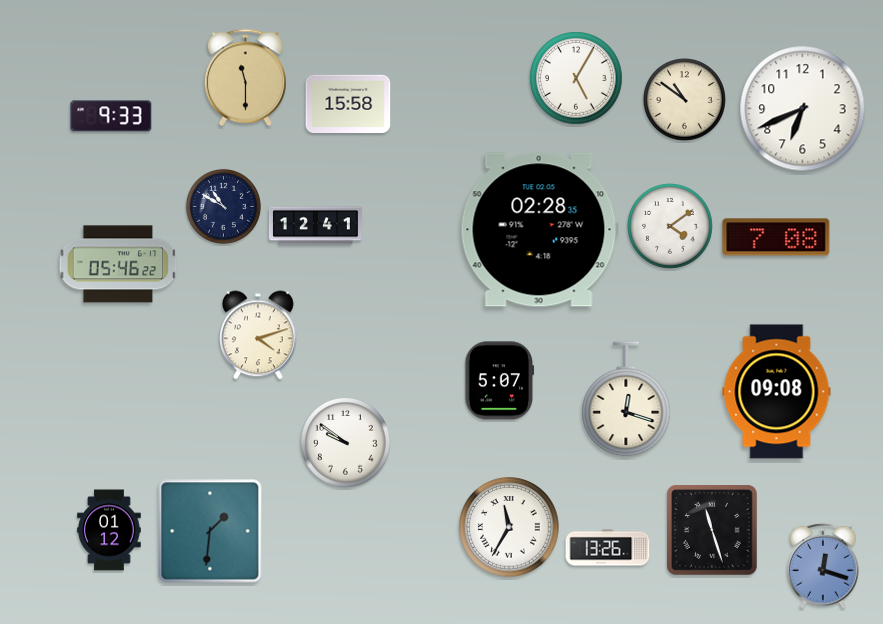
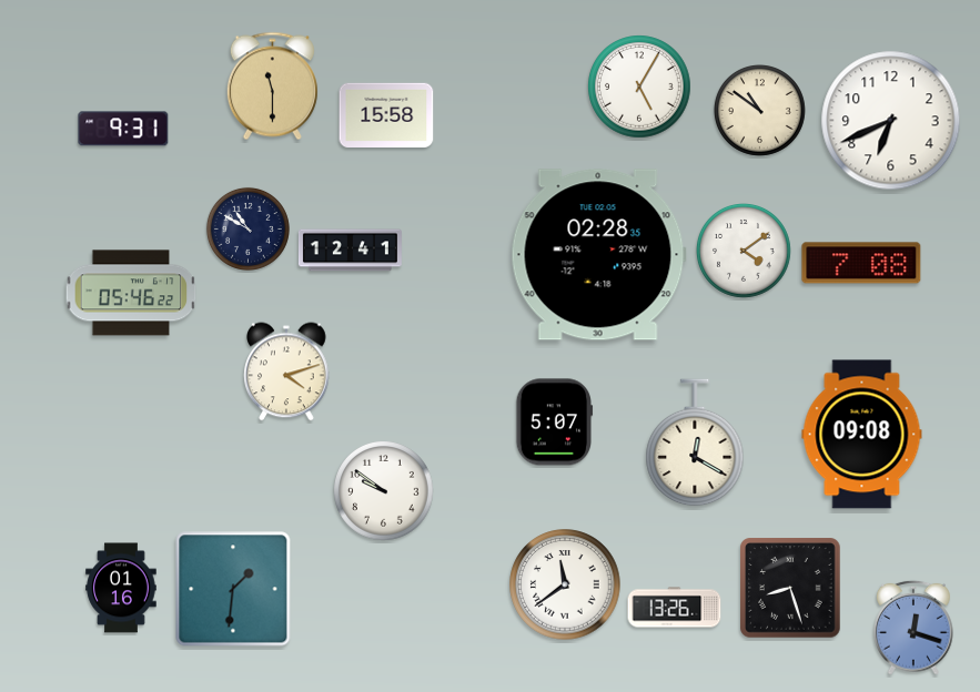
clock at (111, 116): 9:33 -> 9:31
clock at (626, 399): 12:18 -> 12:20
clock at (509, 527): 11:35 -> 11:39
clock at (109, 530): 01:12 -> 01:16
clock at (712, 530): 11:27 -> 8:27
